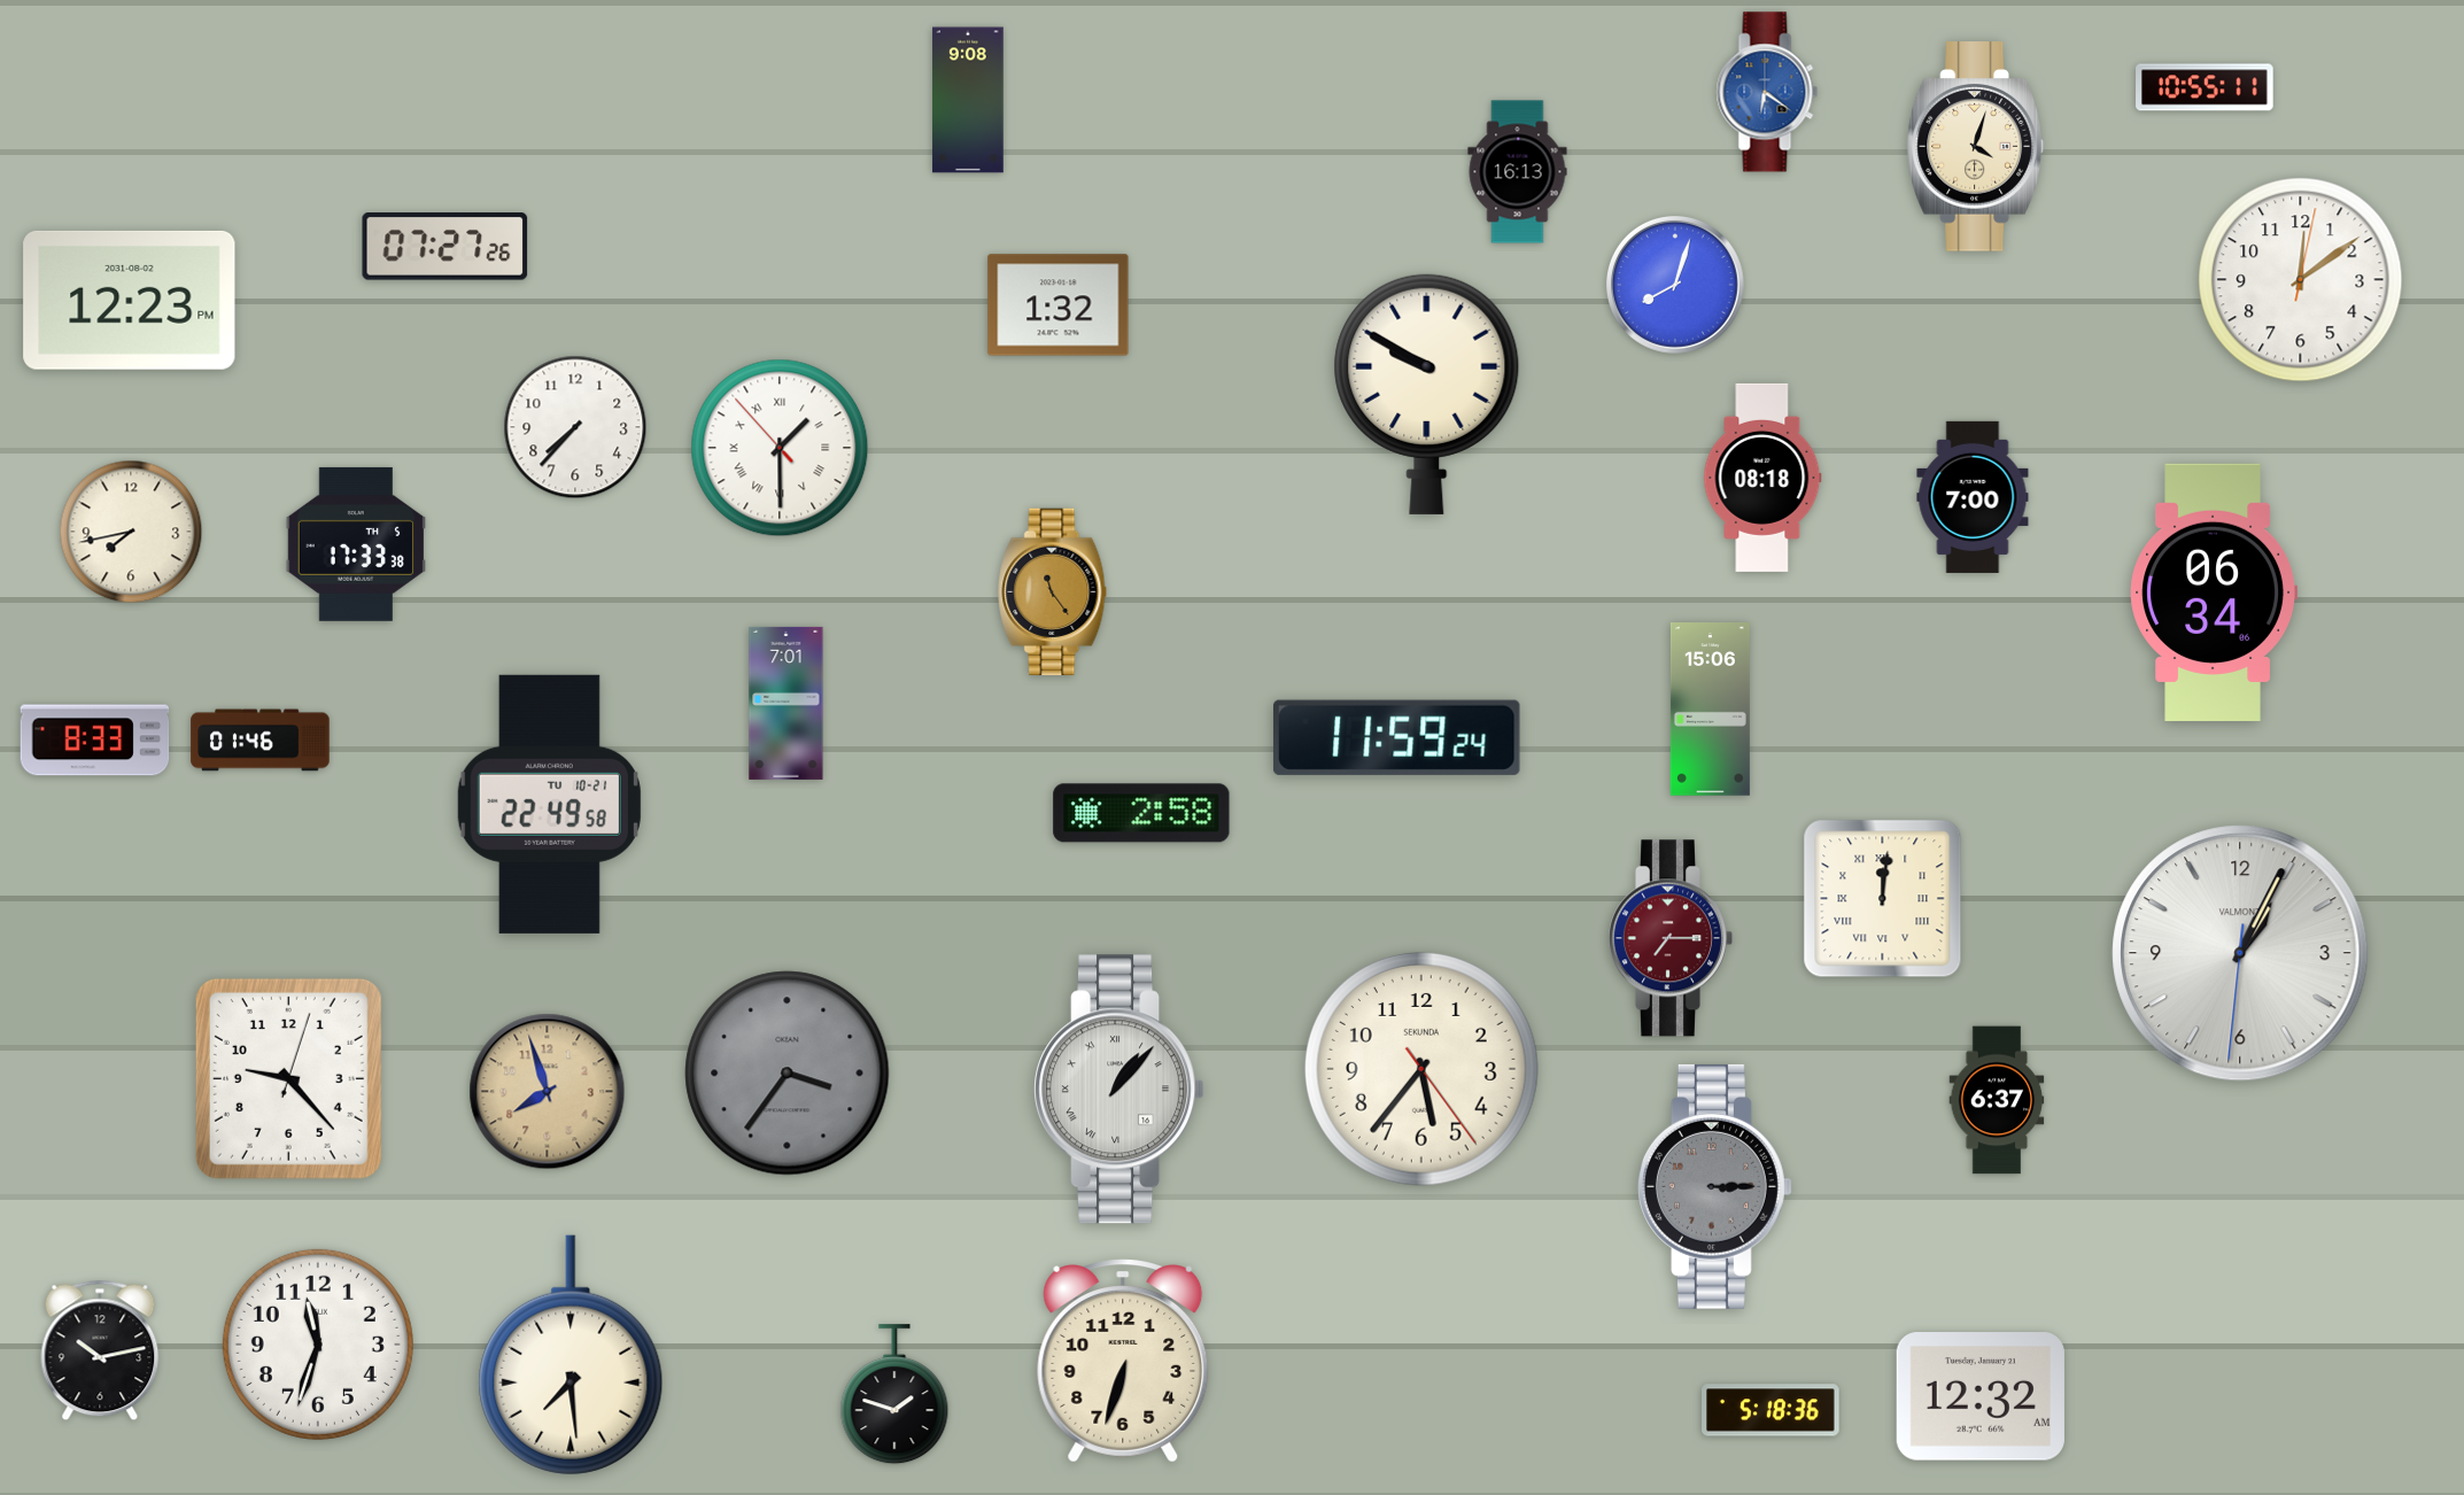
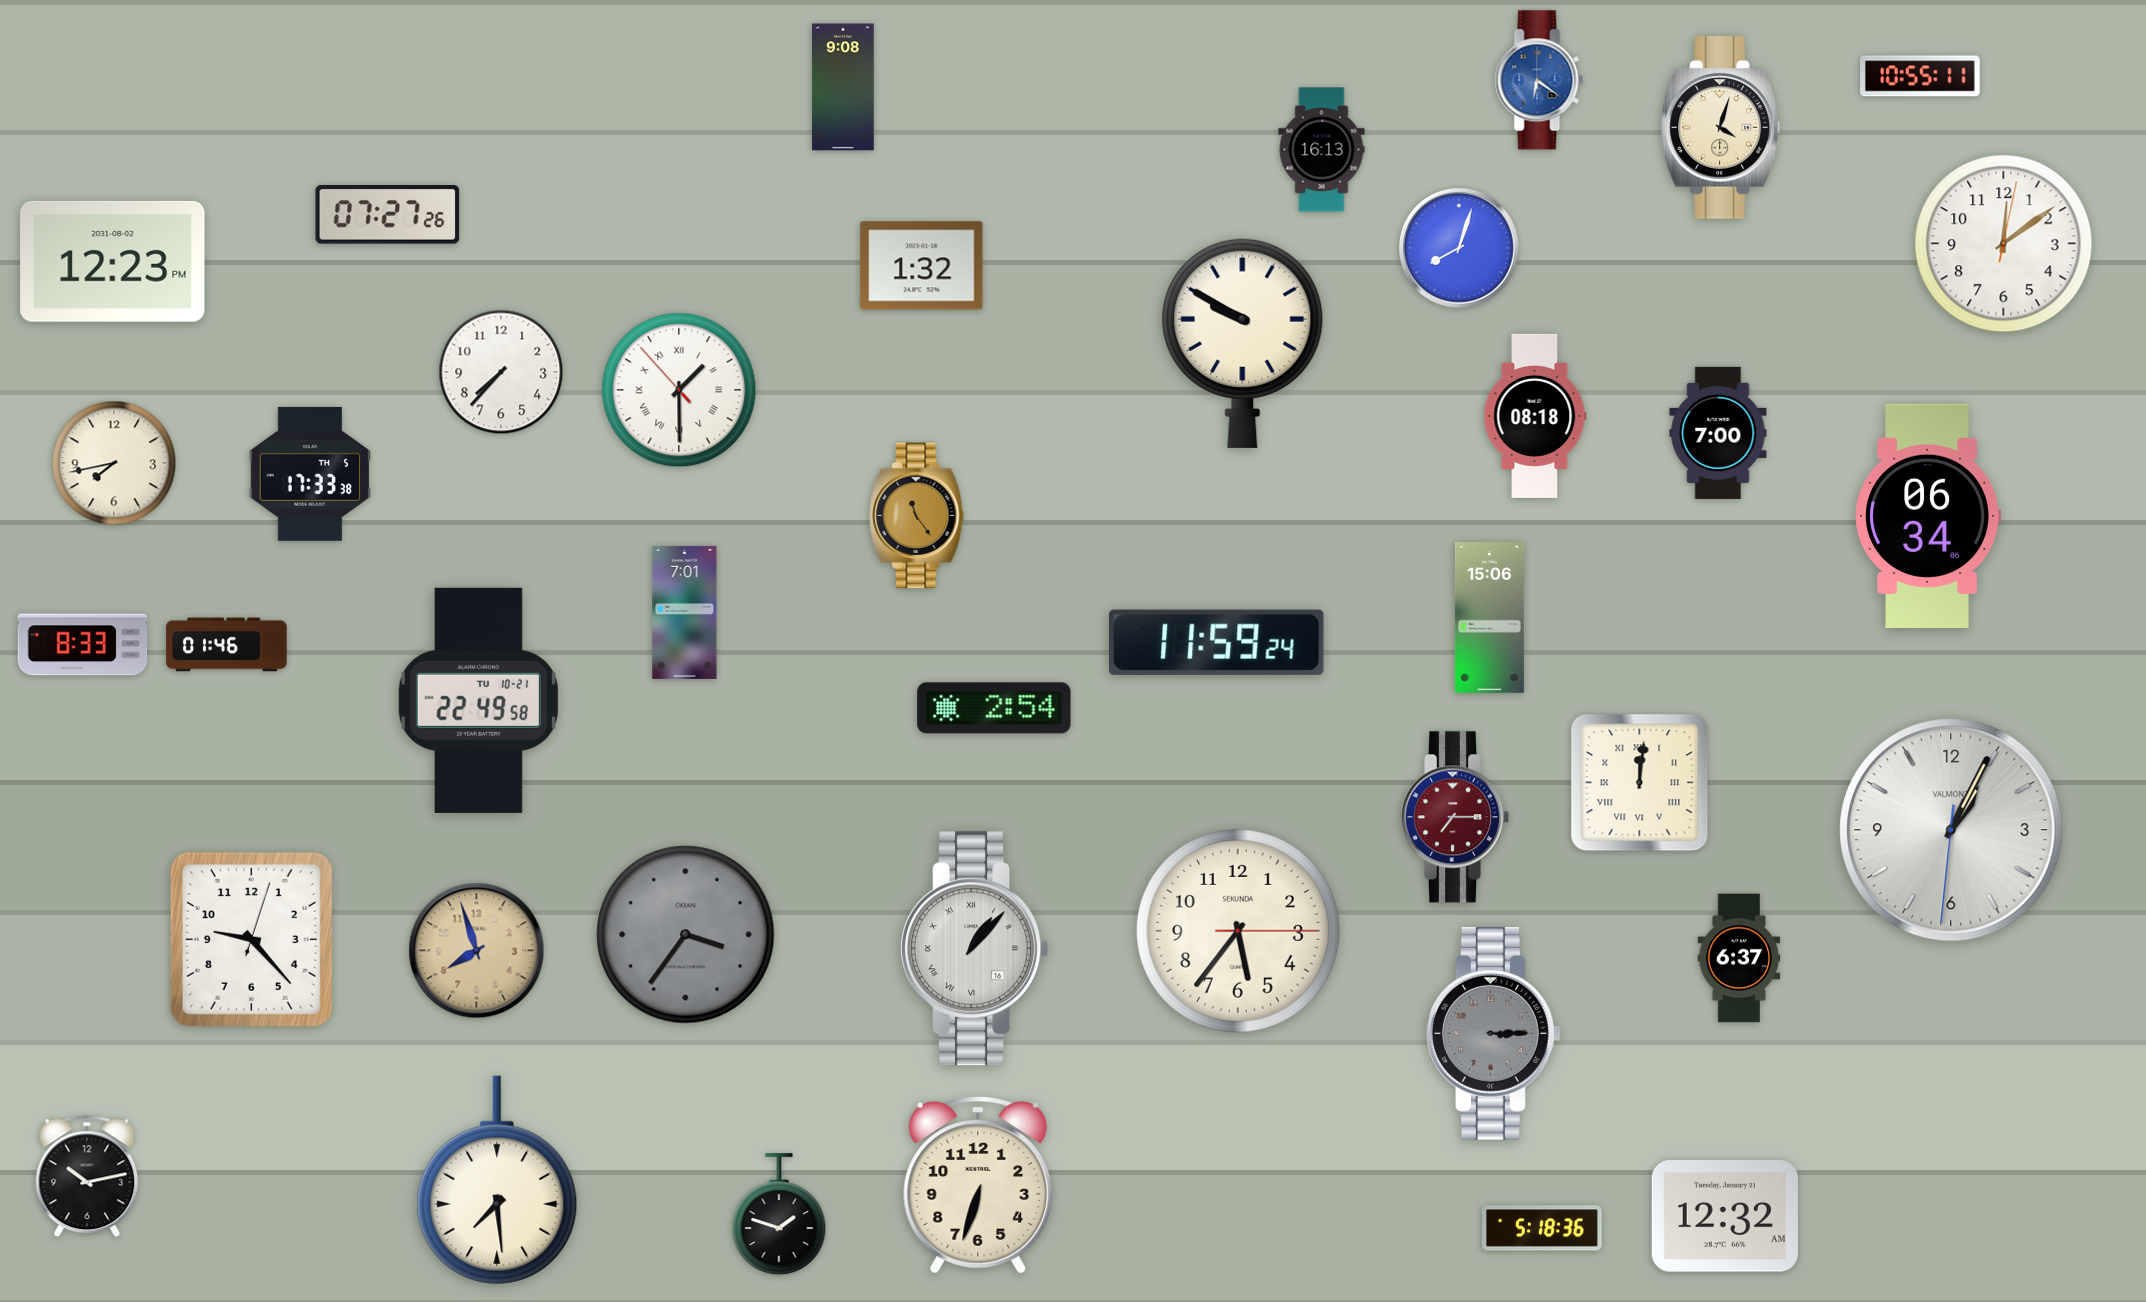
clock at (1141, 813): 2:58 -> 2:54
clock at (1421, 1069): 5:36:24 -> 5:36:15
clock at (318, 1345): 11:33 -> none
